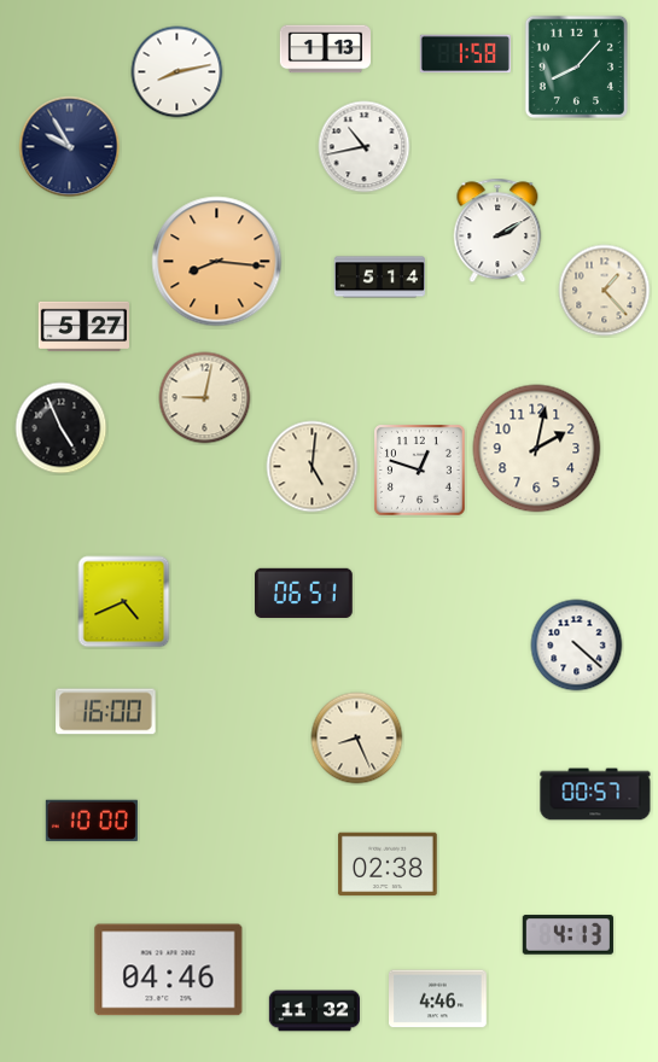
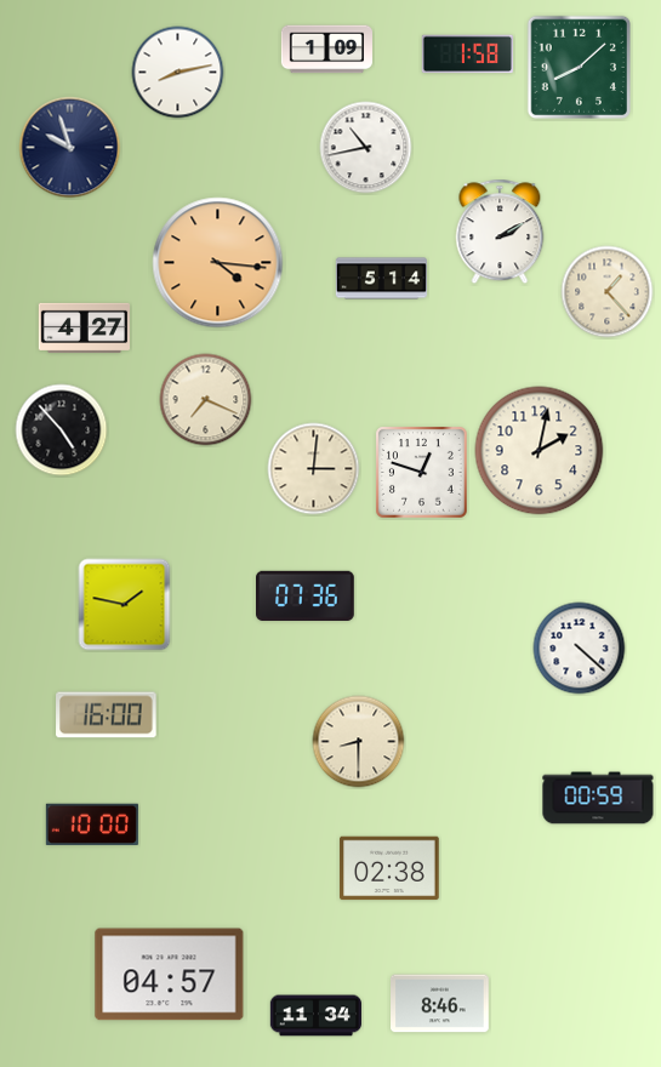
clock at (325, 49): 1:13 -> 1:09
clock at (576, 66): 8:07 -> 8:08
clock at (70, 147): 9:55 -> 9:57
clock at (217, 262): 8:16 -> 4:16
clock at (83, 326): 5:27 -> 4:27
clock at (205, 398): 9:02 -> 7:19
clock at (62, 428): 4:56 -> 4:53
clock at (313, 467): 5:01 -> 3:01
clock at (304, 593): 06:51 -> 07:36
clock at (124, 602): 4:41 -> 1:47
clock at (357, 739): 8:26 -> 8:30
clock at (595, 794): 00:57 -> 00:59
clock at (567, 935): 4:13 -> none
clock at (169, 970): 04:46 -> 04:57
clock at (438, 999): 4:46 -> 8:46
clock at (314, 1011): 11:32 -> 11:34
